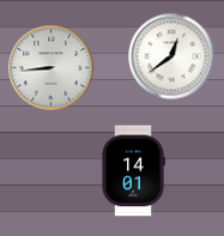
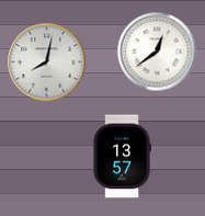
clock at (52, 68): 8:44 -> 8:02
clock at (133, 171): 14:01 -> 13:57
